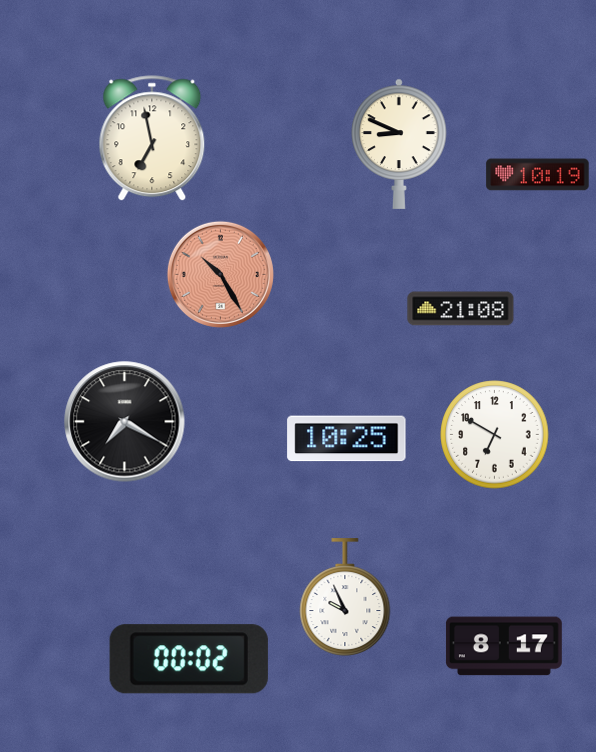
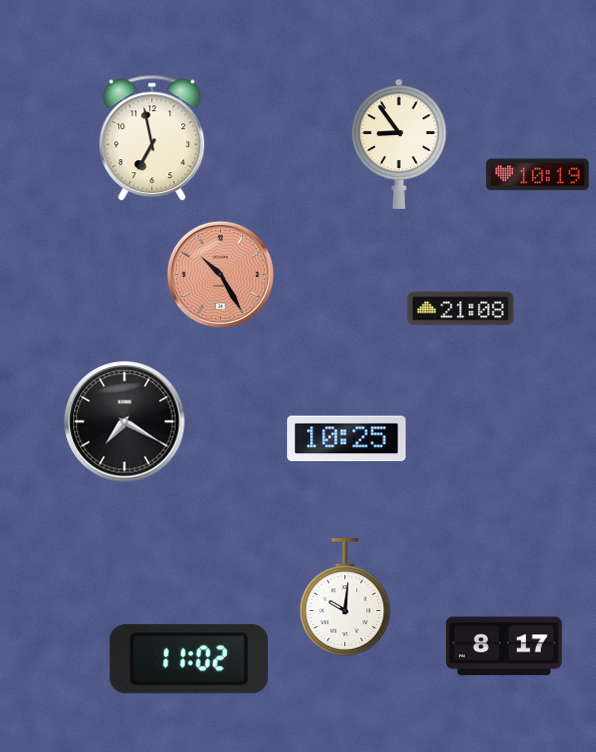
clock at (399, 144): 8:49 -> 8:54
clock at (495, 435): 6:50 -> none
clock at (345, 597): 9:56 -> 10:01
clock at (189, 659): 00:02 -> 11:02
